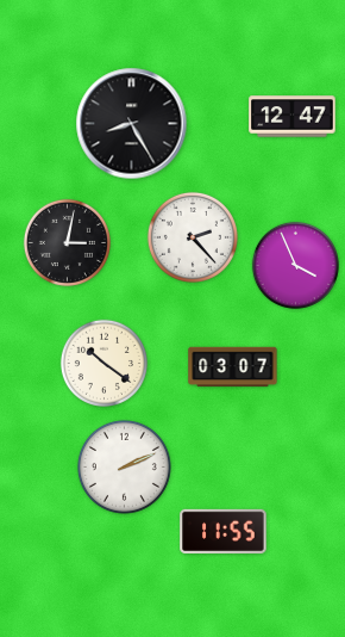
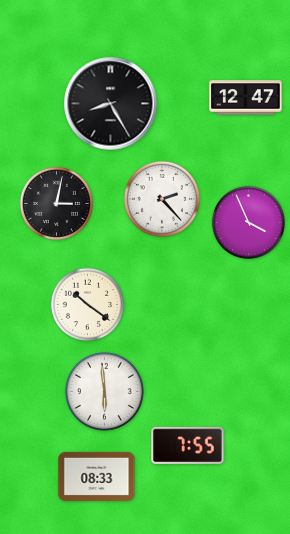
clock at (233, 367): 03:07 -> none
clock at (124, 466): 2:11 -> 5:59
clock at (224, 531): 11:55 -> 7:55
clock at (97, 476): none -> 08:33
